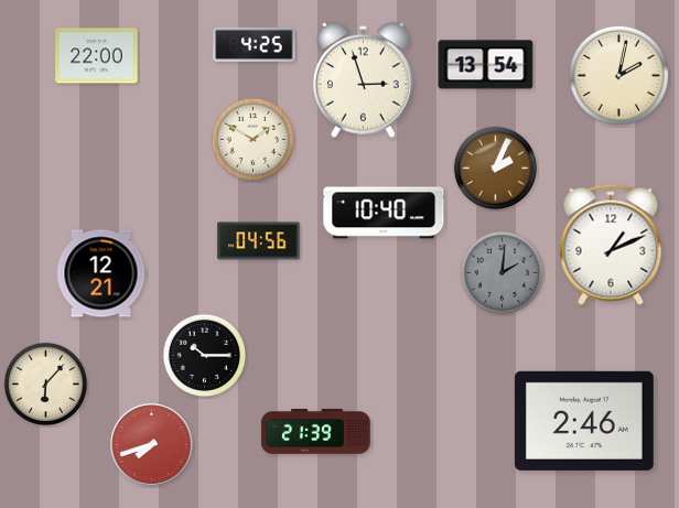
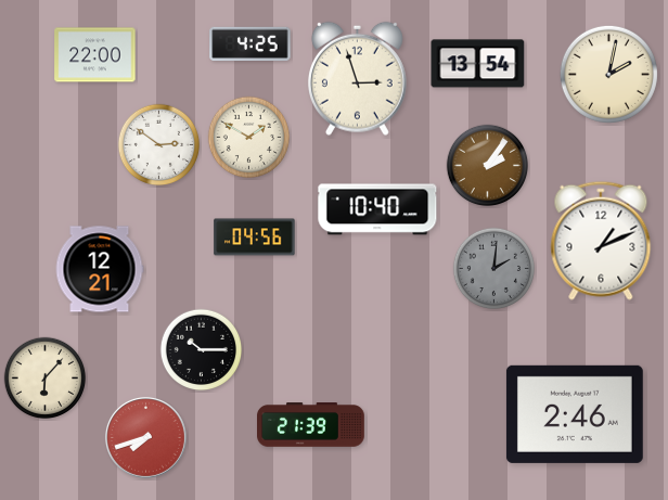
clock at (159, 145): none -> 2:51
clock at (496, 169): 2:04 -> 2:06
clock at (151, 444) position: (151, 444) -> (145, 437)
